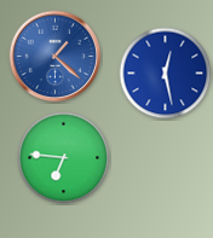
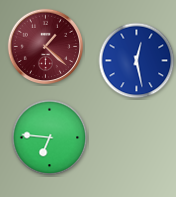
clock at (56, 57) dial: blue -> burgundy
clock at (64, 158) position: (64, 158) -> (50, 138)
